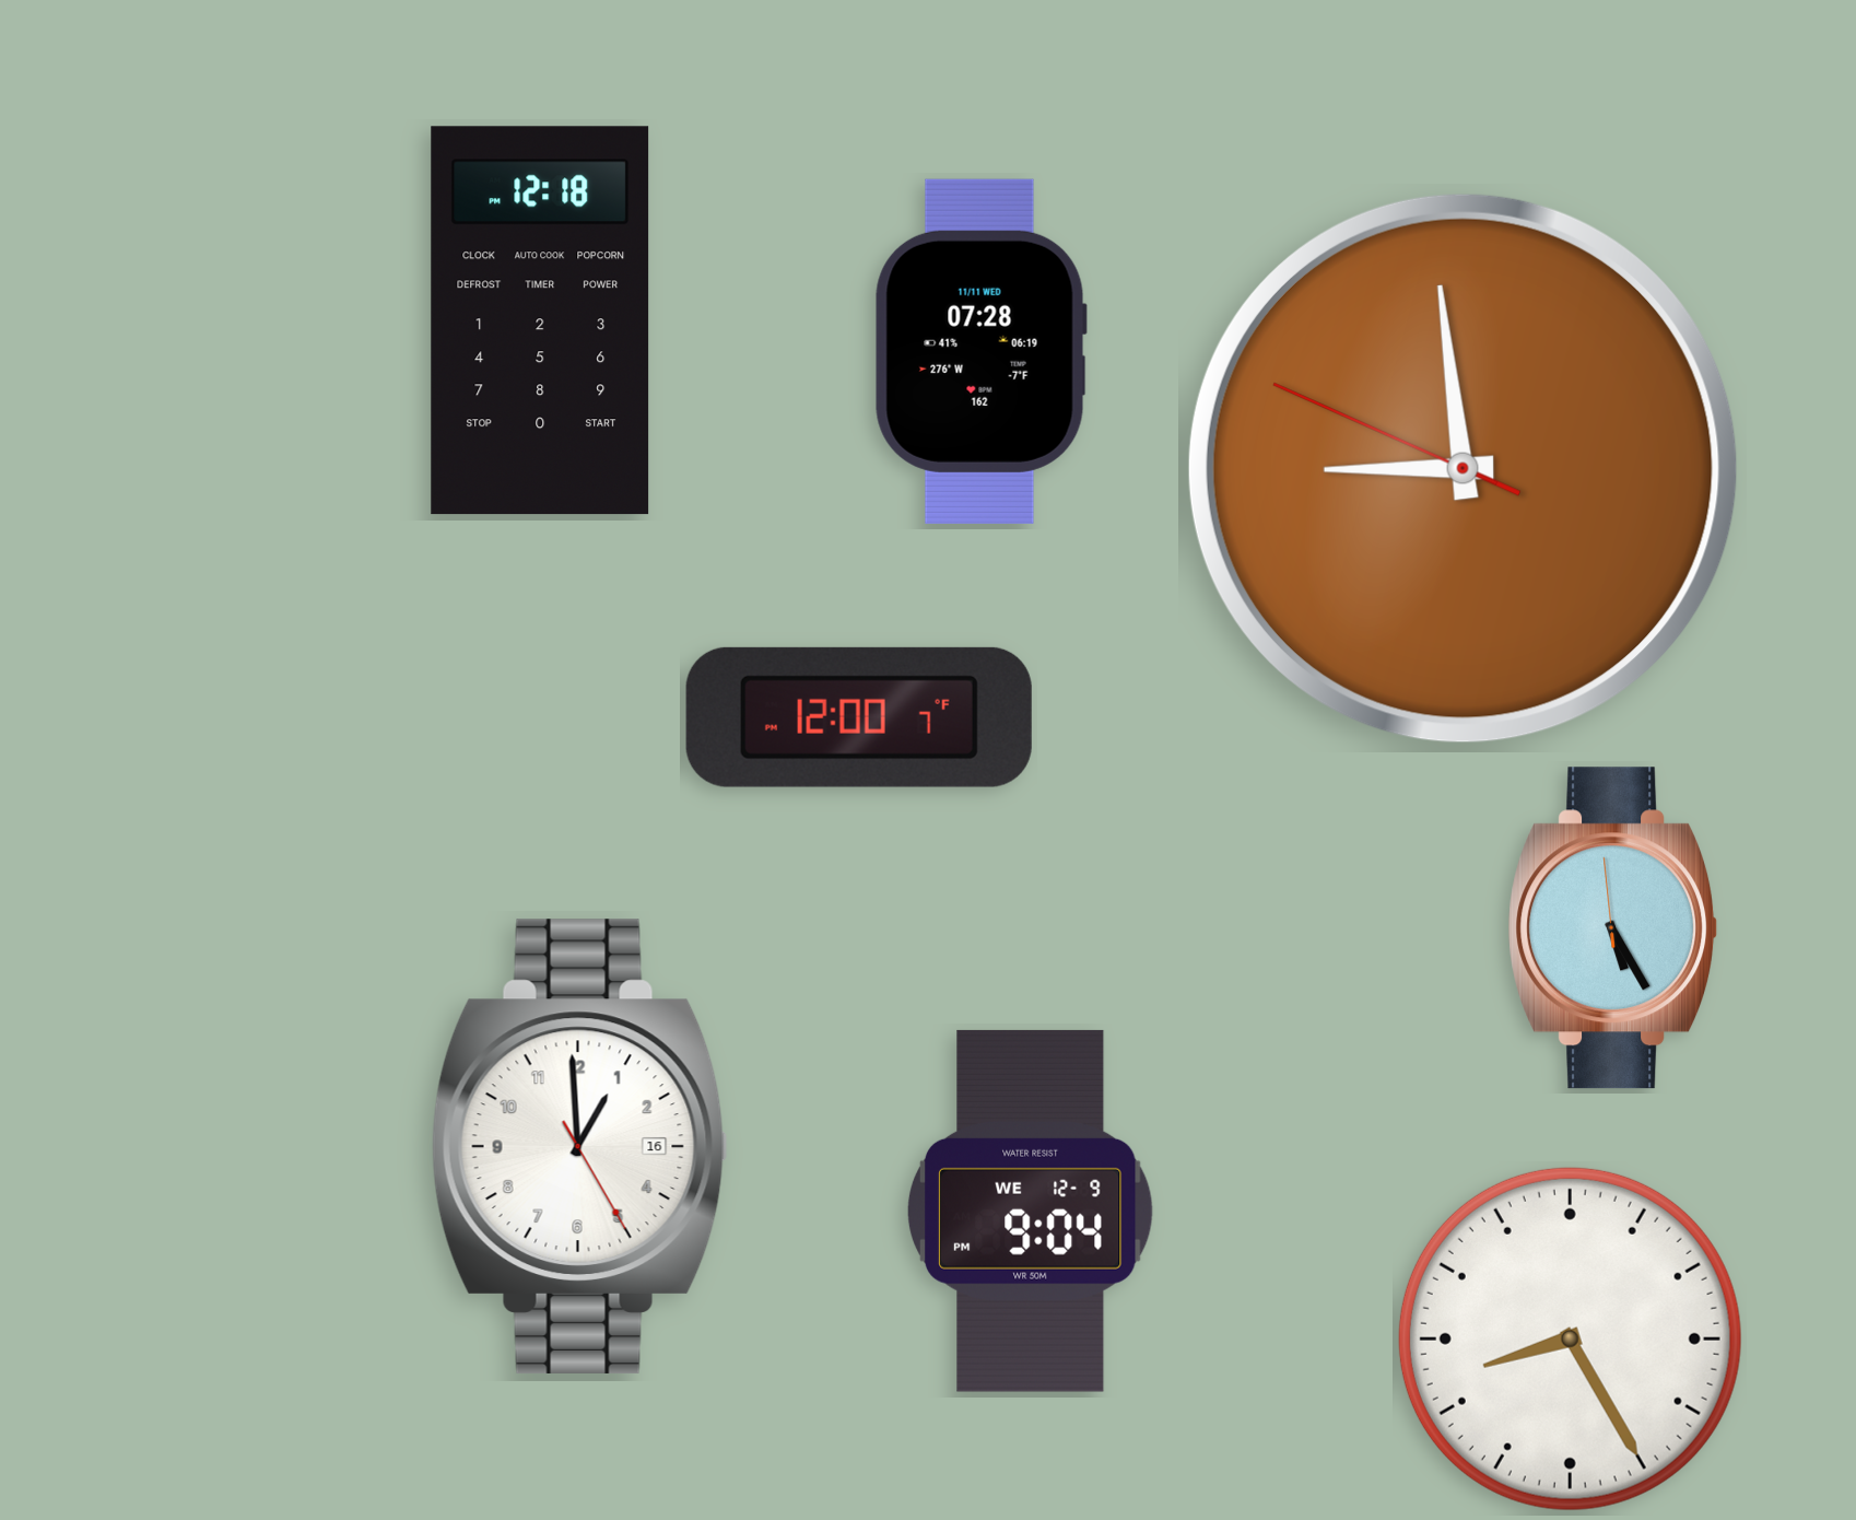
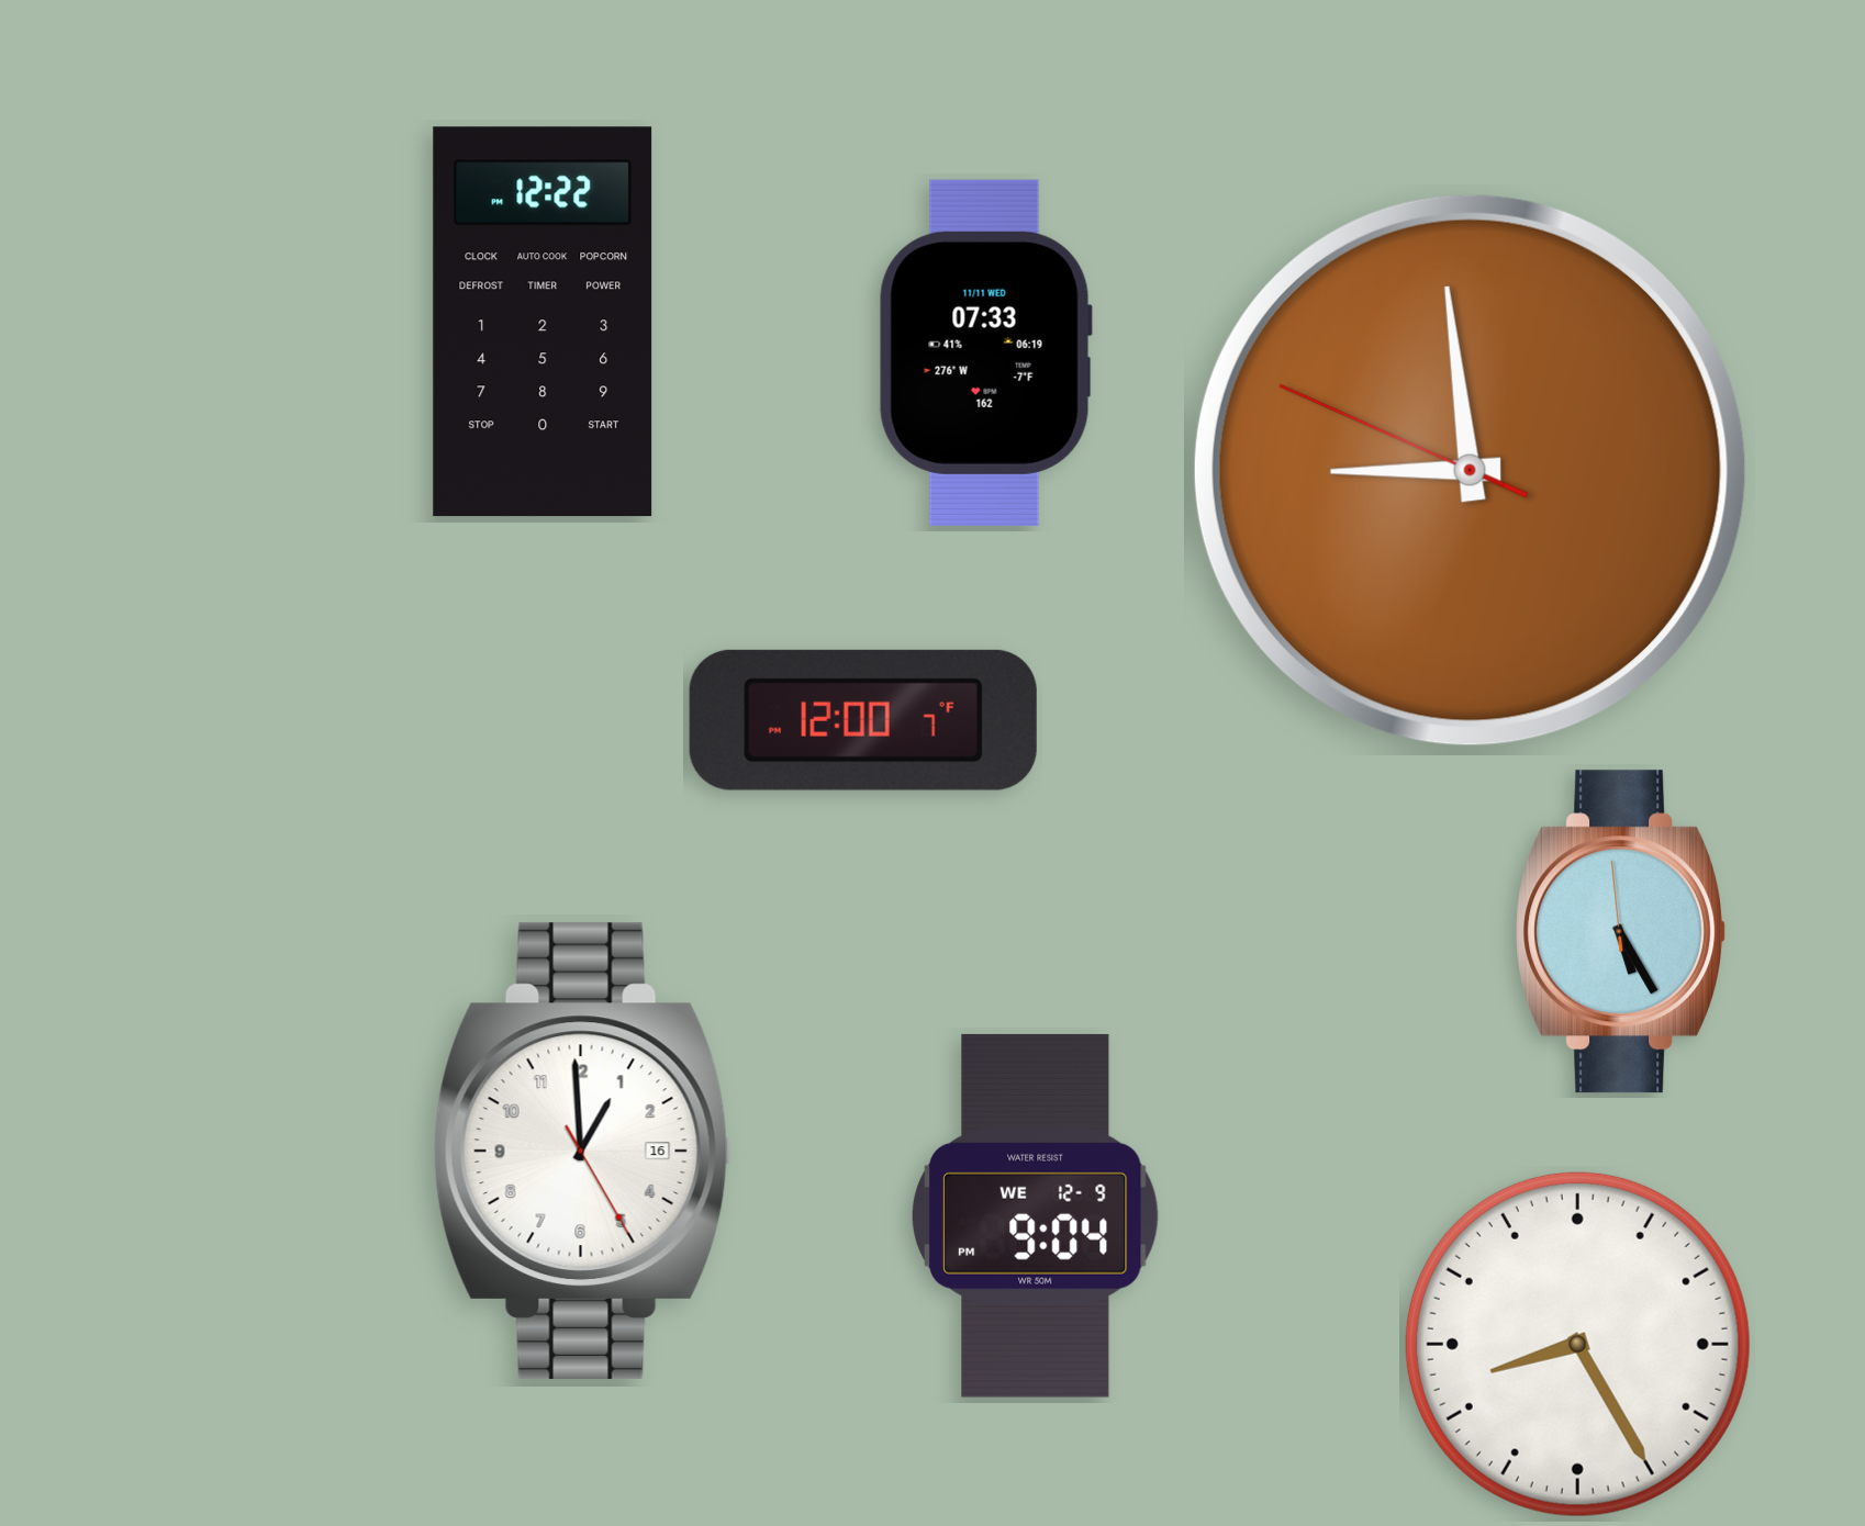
clock at (540, 320): 12:18 -> 12:22
clock at (980, 351): 07:28 -> 07:33
